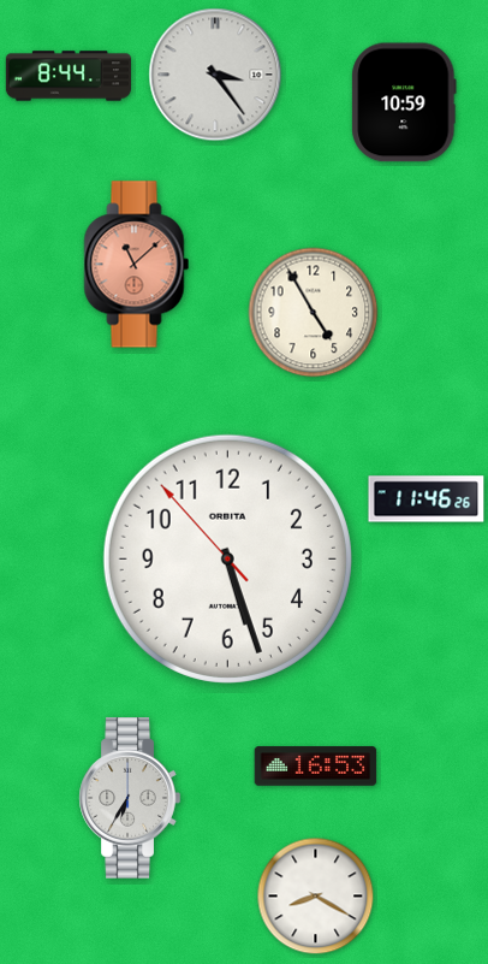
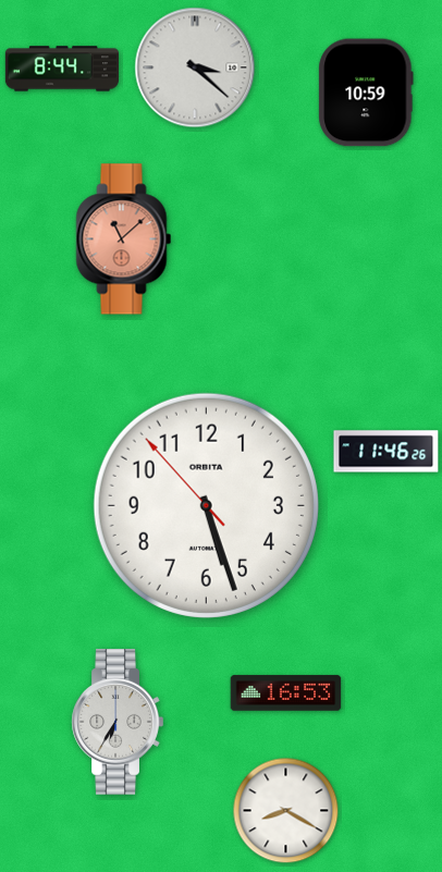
clock at (215, 75): 3:24 -> 3:22
clock at (314, 313): 4:55 -> none
